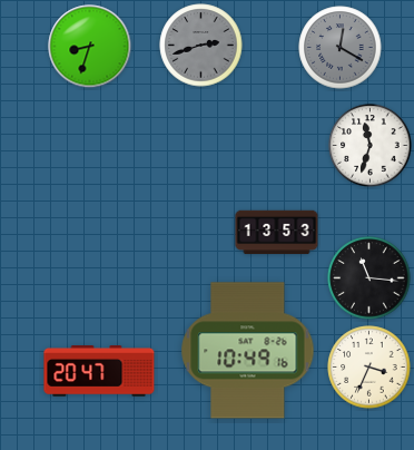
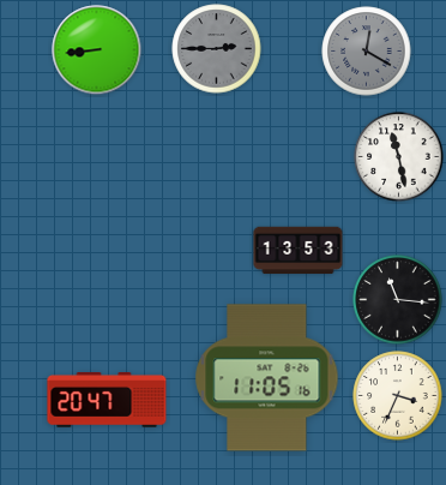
clock at (201, 46): 2:42 -> 2:45
clock at (90, 47): 8:33 -> 8:44
clock at (371, 146): 11:33 -> 11:28
clock at (248, 351): 10:49 -> 11:05
